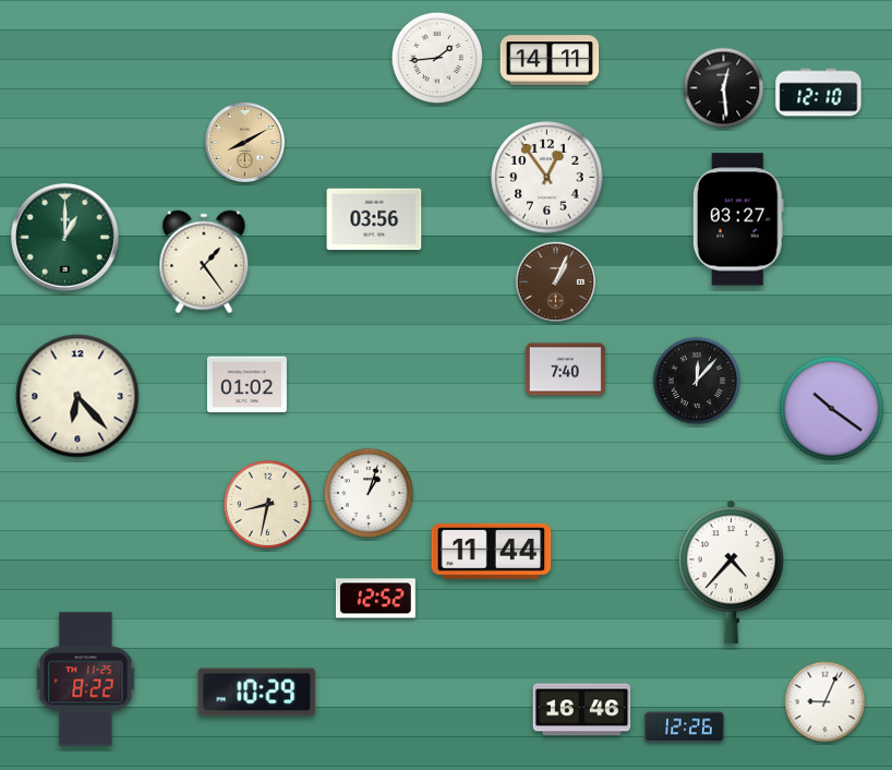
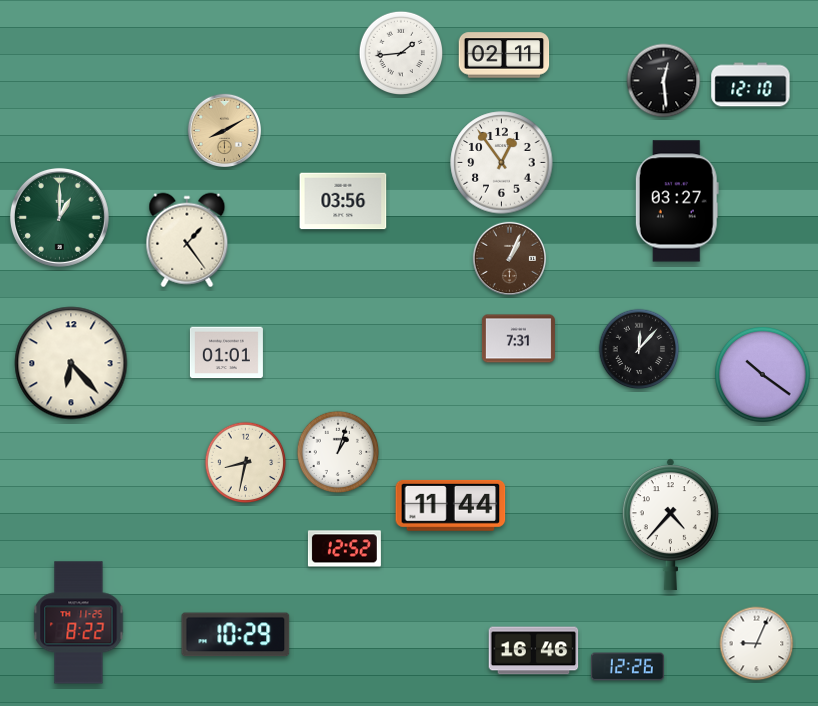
clock at (550, 60): 14:11 -> 02:11
clock at (565, 370): 7:40 -> 7:31
clock at (246, 385): 01:02 -> 01:01
